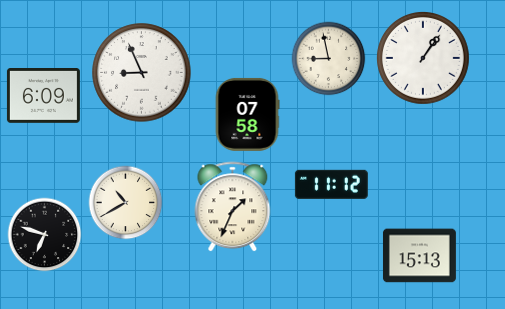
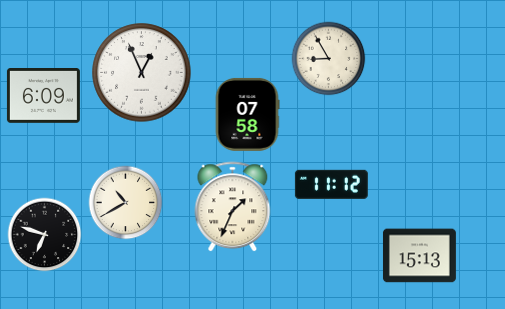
clock at (329, 59): 8:58 -> 8:55
clock at (424, 59): 1:06 -> none
clock at (142, 73): 8:56 -> 12:56
